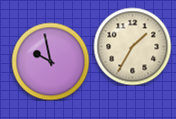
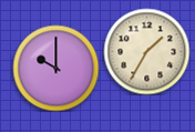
clock at (50, 61): 9:58 -> 10:00
